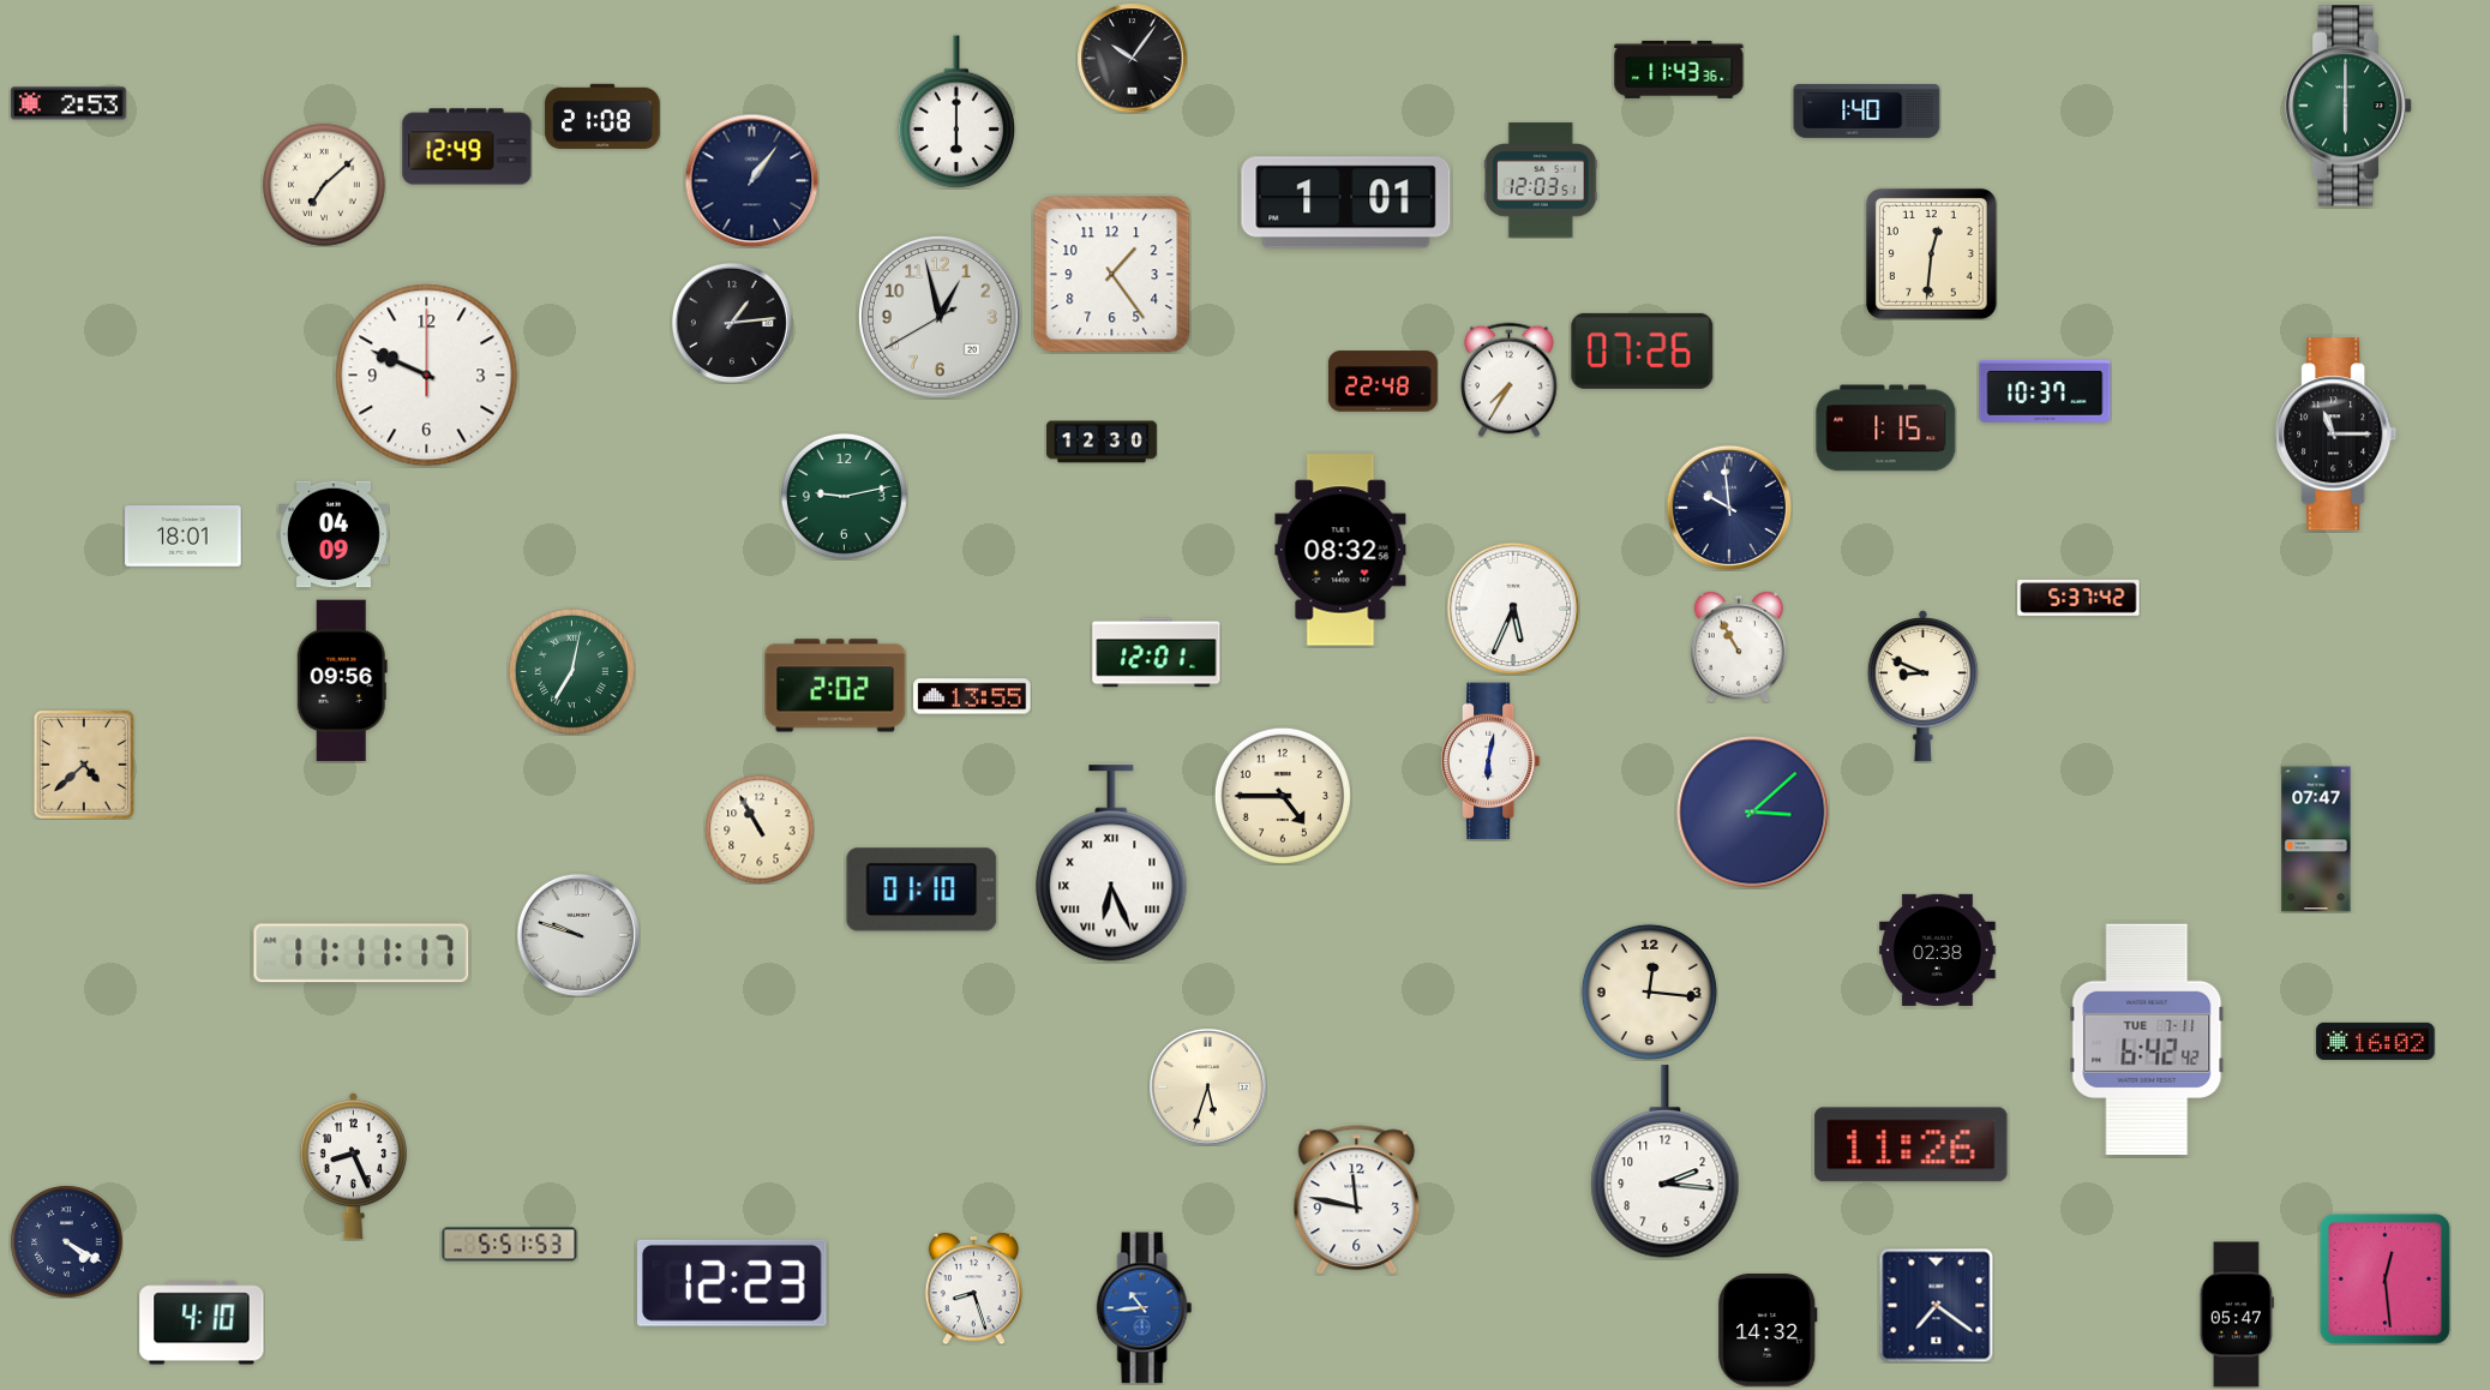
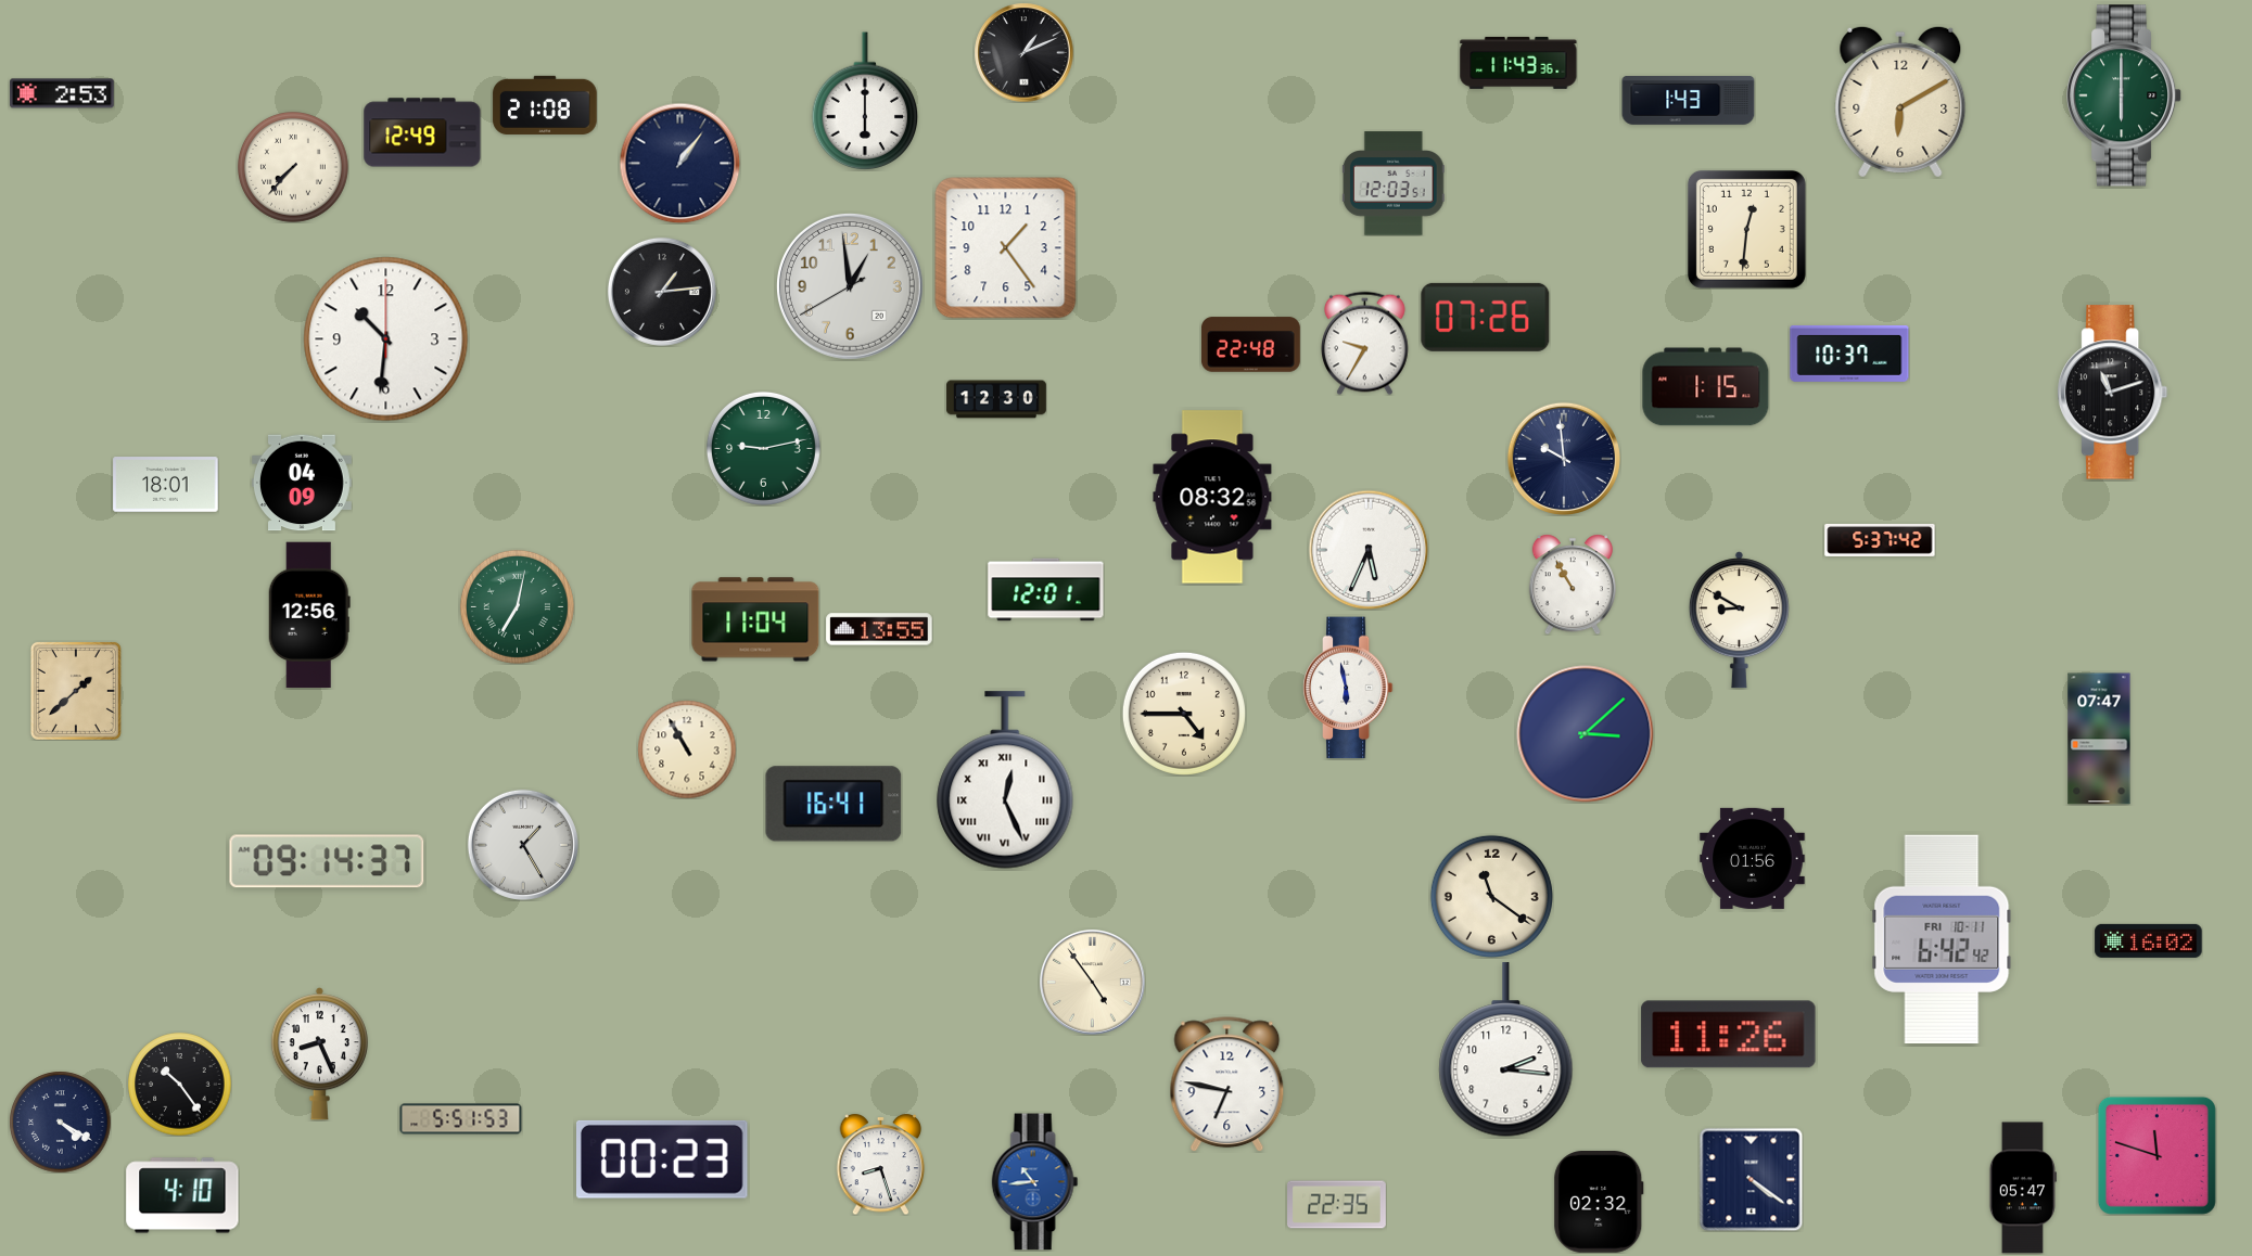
clock at (1132, 58): 10:06 -> 1:11
clock at (1867, 112): 1:40 -> 1:43
clock at (1900, 102): none -> 6:10
clock at (1541, 180) position: (1541, 180) -> (1394, 183)
clock at (325, 186): 7:08 -> 7:37
clock at (1346, 203): 1:01 -> none
clock at (941, 318): 12:57 -> 12:58
clock at (427, 376): 9:49 -> 10:31
clock at (1510, 379): 7:35 -> 9:35
clock at (2336, 435): 11:15 -> 11:12
clock at (342, 681): 09:56 -> 12:56
clock at (835, 685): 2:02 -> 11:04
clock at (1922, 687): 8:49 -> 8:50
clock at (1490, 761): 6:02 -> 5:58
clock at (84, 765): 4:38 -> 1:38
clock at (1283, 796) position: (1283, 796) -> (1184, 714)
clock at (2316, 839) position: (2316, 839) -> (2099, 739)
clock at (1111, 863): 6:26 -> 12:26
clock at (922, 889): 01:10 -> 16:41
clock at (578, 935): 9:48 -> 1:25
clock at (1938, 949): 02:38 -> 01:56
clock at (361, 953): 11:11 -> 09:14
clock at (1649, 991): 12:16 -> 11:21
clock at (2147, 1038) date: TUE 7-11 -> FRI 10-11
clock at (1207, 1086): 5:33 -> 4:54
clock at (179, 1084): none -> 10:24
clock at (1357, 1200): 11:47 -> 6:47
clock at (510, 1245) position: (510, 1245) -> (461, 1119)
clock at (2384, 1278): 12:29 -> 11:48
clock at (733, 1283): 12:23 -> 00:23
clock at (1936, 1305): 7:21 -> 4:21
clock at (1768, 1331): 14:32 -> 02:32
clock at (1337, 1205): none -> 22:35
